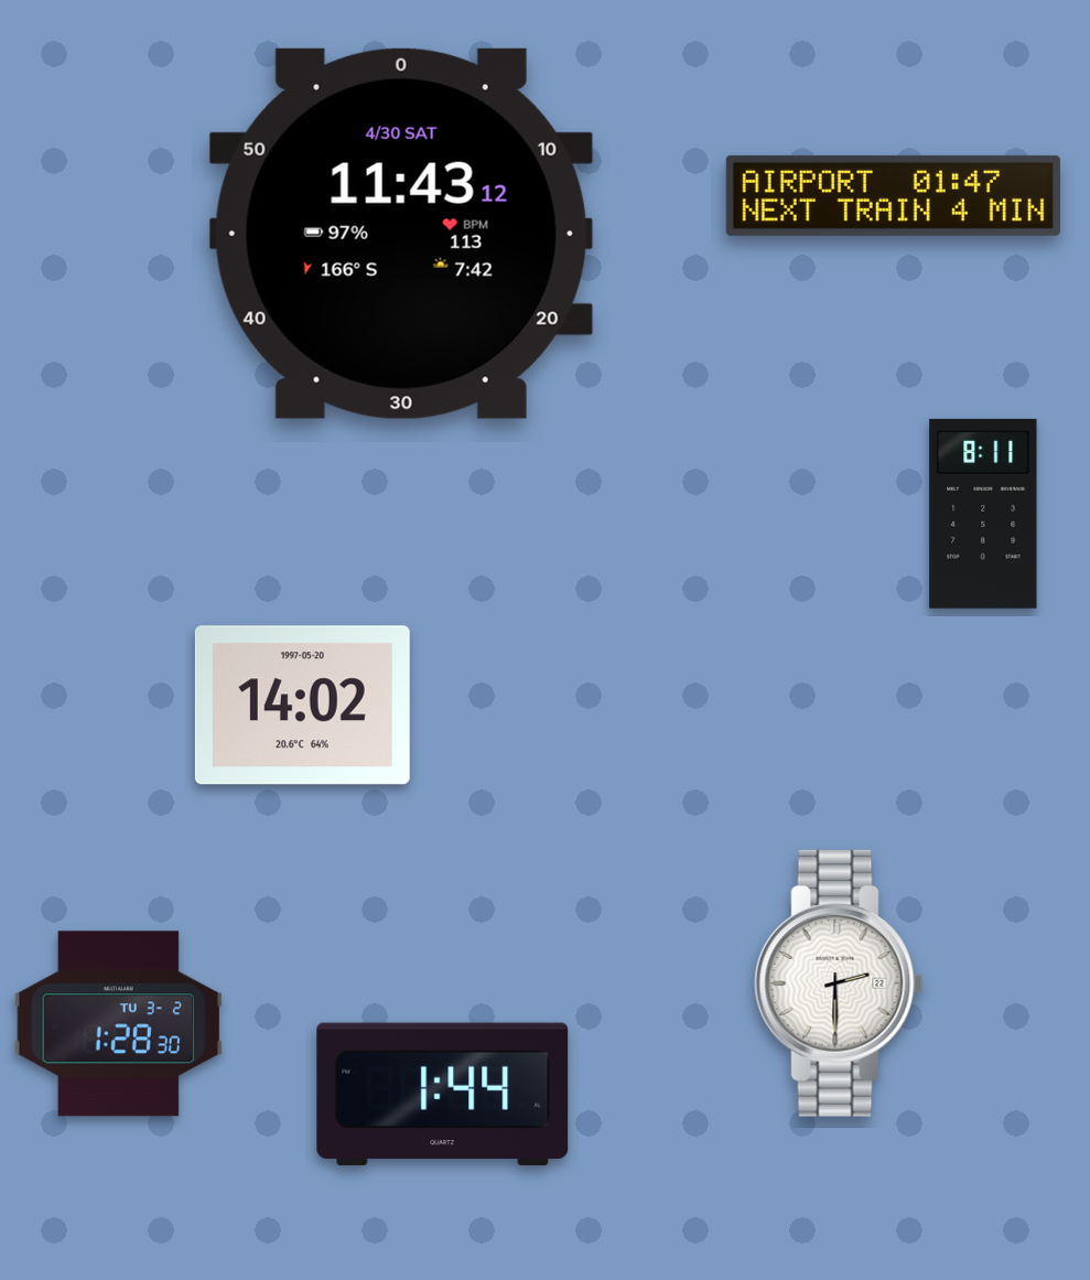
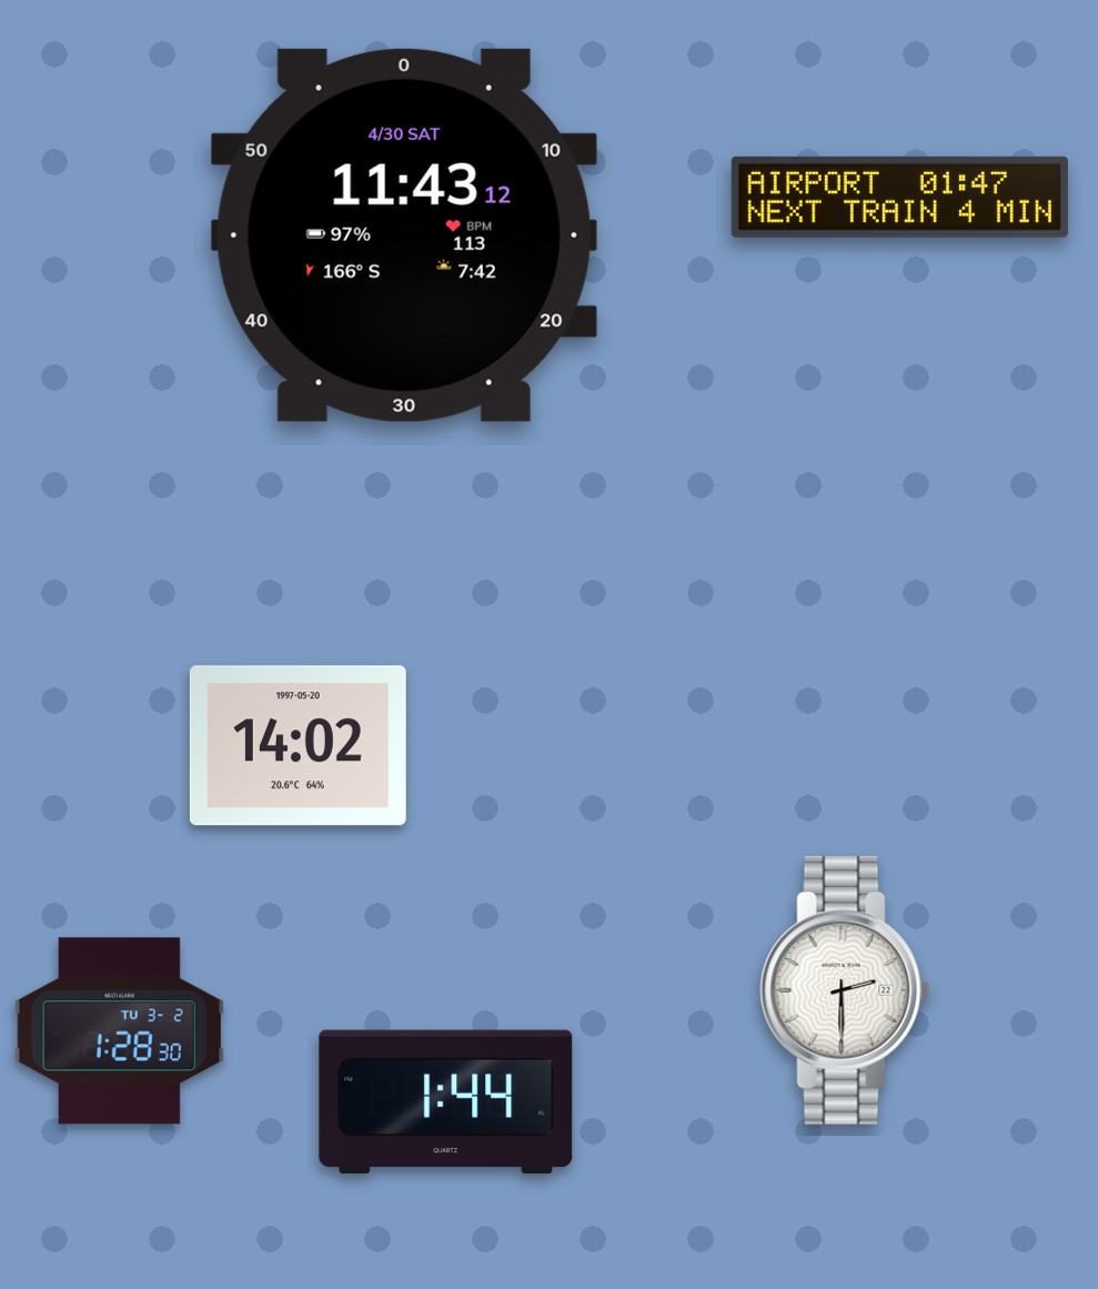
clock at (983, 514): 8:11 -> none
clock at (302, 706) position: (302, 706) -> (298, 746)
